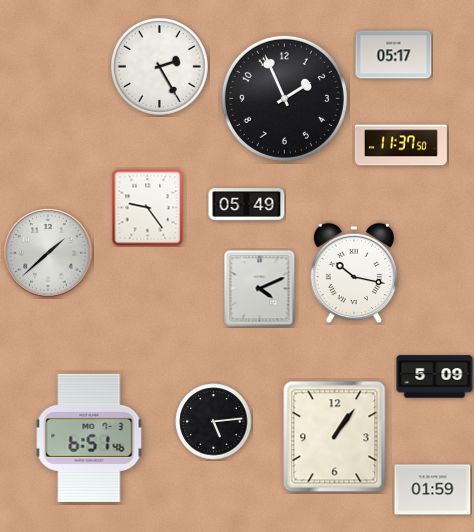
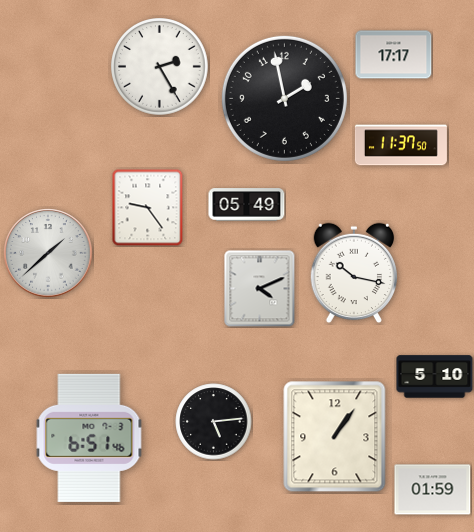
clock at (394, 55): 05:17 -> 17:17
clock at (284, 98): 1:56 -> 1:58
clock at (435, 377): 5:09 -> 5:10
